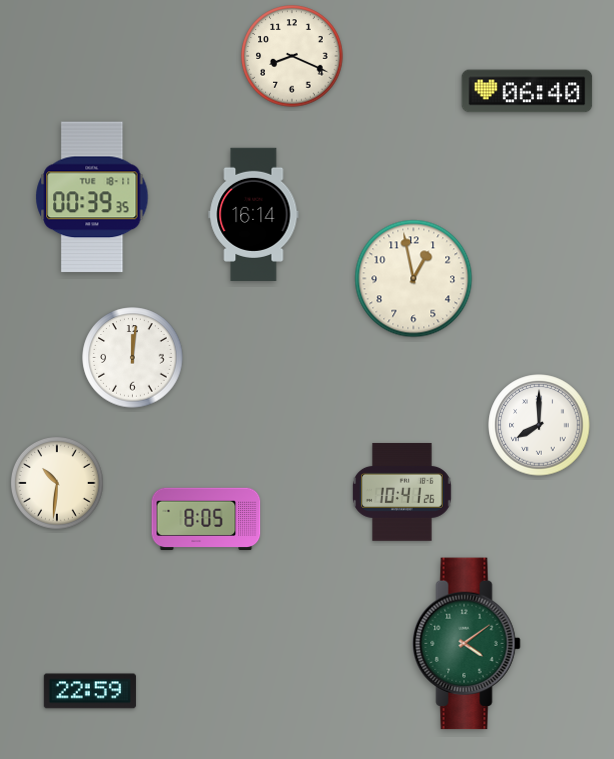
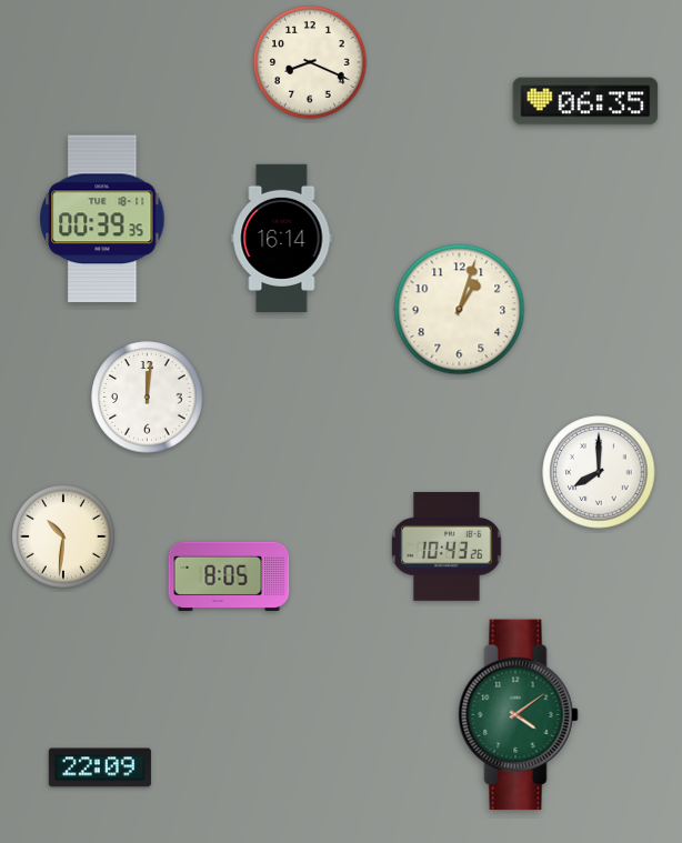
clock at (292, 56) position: (292, 56) -> (310, 62)
clock at (527, 91): 06:40 -> 06:35
clock at (414, 279): 12:58 -> 1:03
clock at (403, 492): 10:41 -> 10:43
clock at (90, 691): 22:59 -> 22:09
